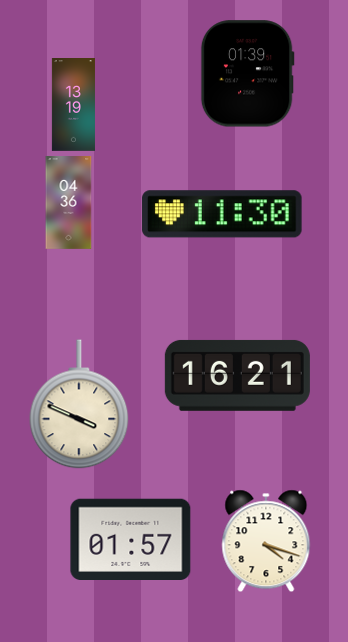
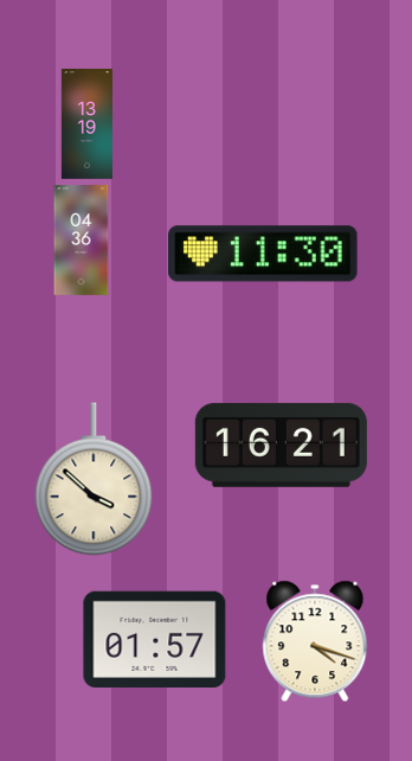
clock at (247, 74): 01:39 -> none
clock at (79, 404): 3:49 -> 3:52
